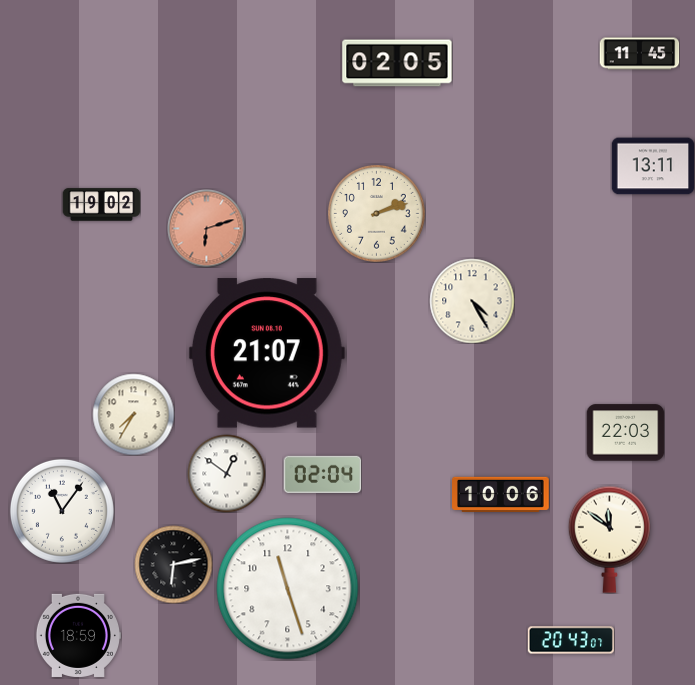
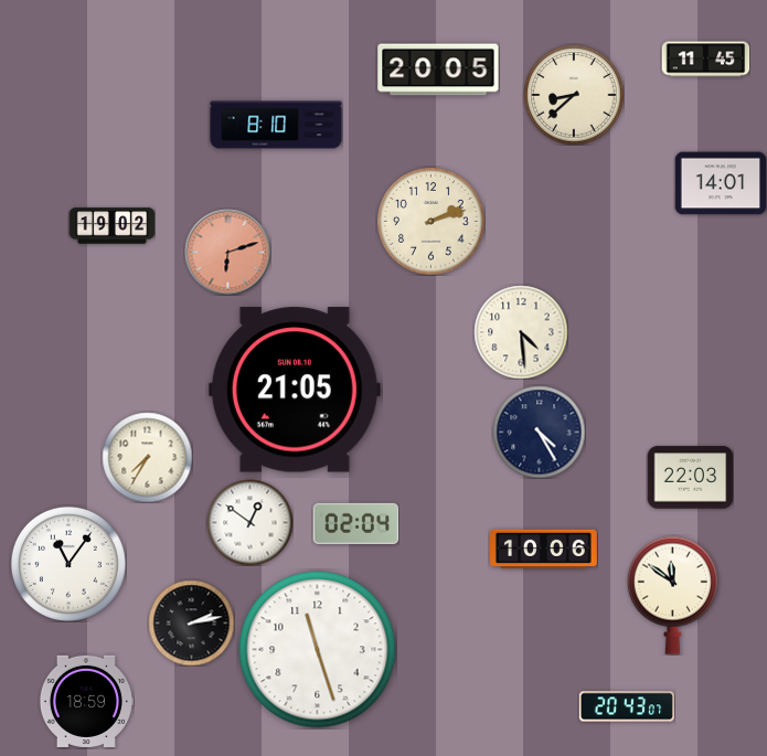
clock at (397, 63): 02:05 -> 20:05
clock at (574, 95): none -> 8:38
clock at (276, 125): none -> 8:10
clock at (653, 166): 13:11 -> 14:01
clock at (377, 214) position: (377, 214) -> (432, 222)
clock at (472, 301): 4:25 -> 4:29
clock at (267, 353): 21:07 -> 21:05
clock at (539, 432): none -> 4:25
clock at (501, 494) position: (501, 494) -> (544, 549)
clock at (173, 564): 6:13 -> 2:13
clock at (571, 640) position: (571, 640) -> (627, 706)
